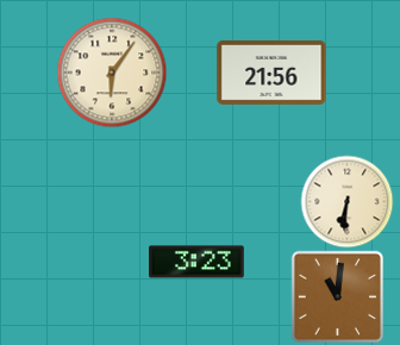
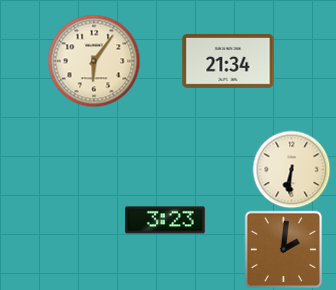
clock at (271, 73): 21:56 -> 21:34
clock at (337, 296): 11:01 -> 2:01
